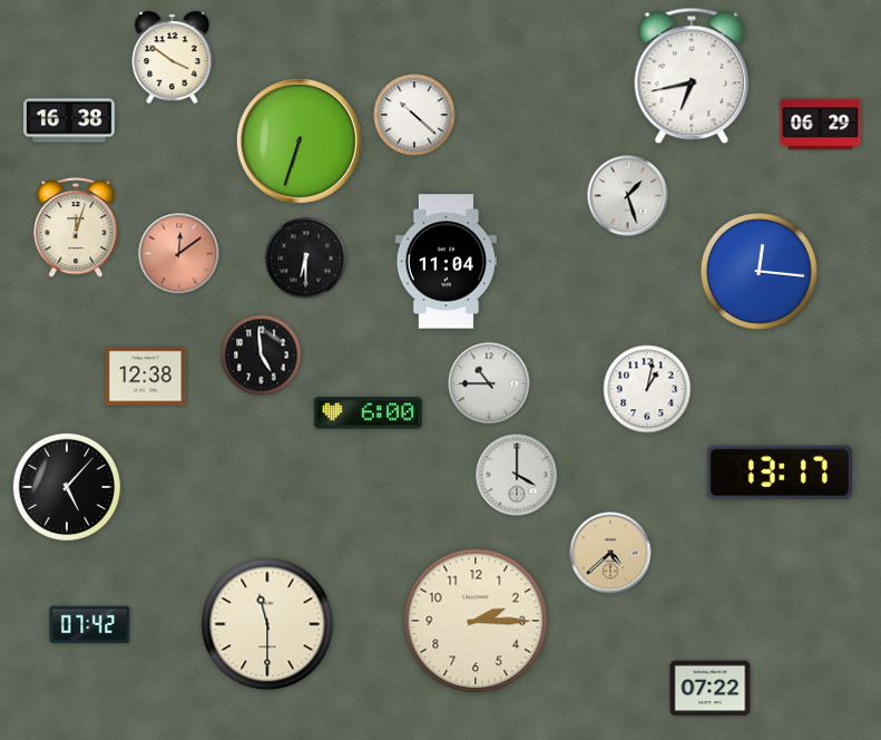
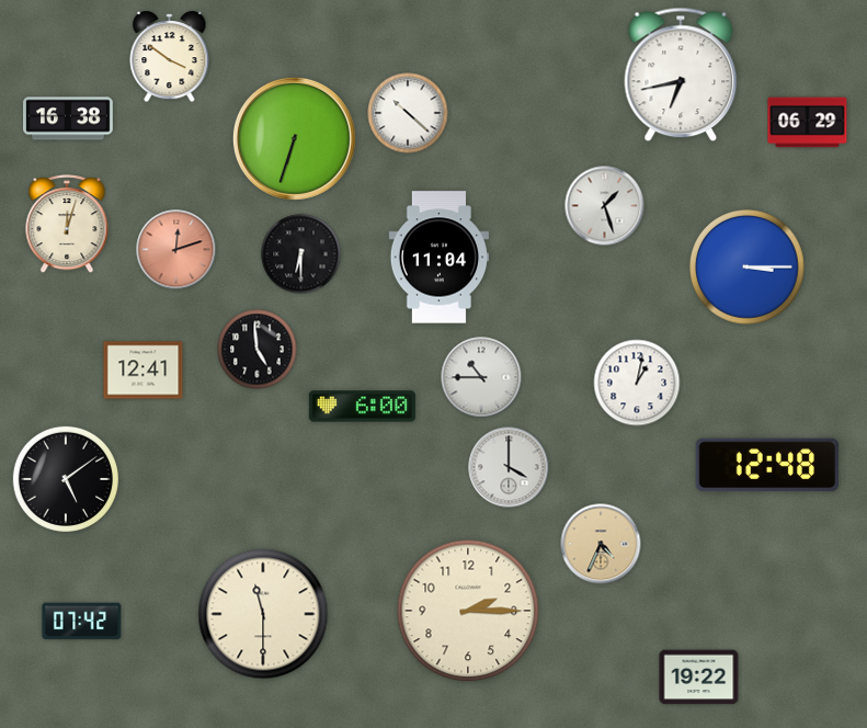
clock at (628, 196) position: (628, 196) -> (605, 206)
clock at (76, 228) position: (76, 228) -> (67, 225)
clock at (179, 254): 12:09 -> 12:12
clock at (760, 272): 12:16 -> 3:15
clock at (146, 377): 12:38 -> 12:41
clock at (780, 473): 13:17 -> 12:48
clock at (67, 487): 5:07 -> 5:09
clock at (610, 553): 4:38 -> 4:34
clock at (90, 625) position: (90, 625) -> (82, 622)
clock at (711, 689): 07:22 -> 19:22
